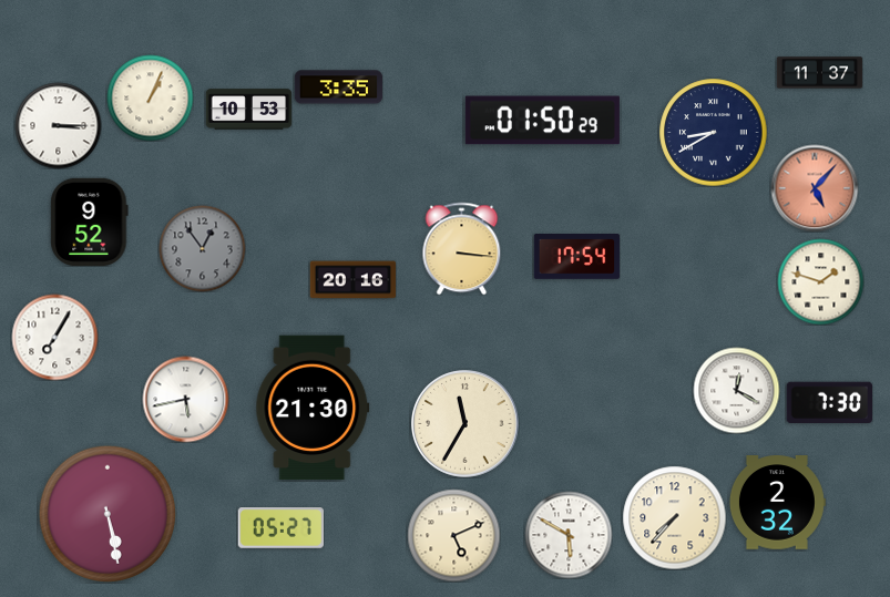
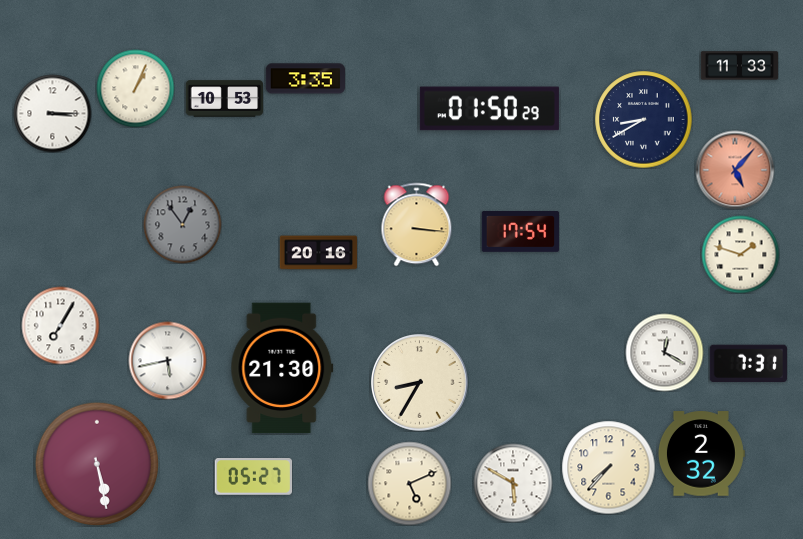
clock at (819, 73): 11:37 -> 11:33
clock at (90, 222): 9:52 -> none
clock at (54, 337) position: (54, 337) -> (60, 325)
clock at (829, 402): 7:30 -> 7:31
clock at (466, 424): 11:35 -> 8:35
